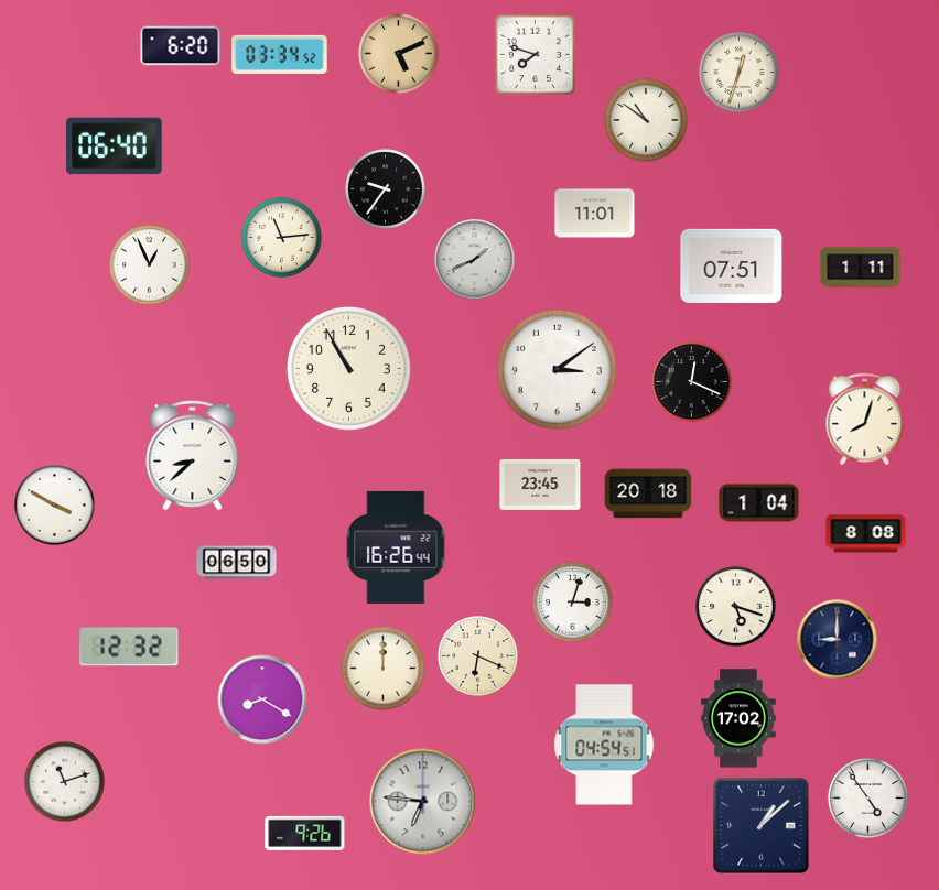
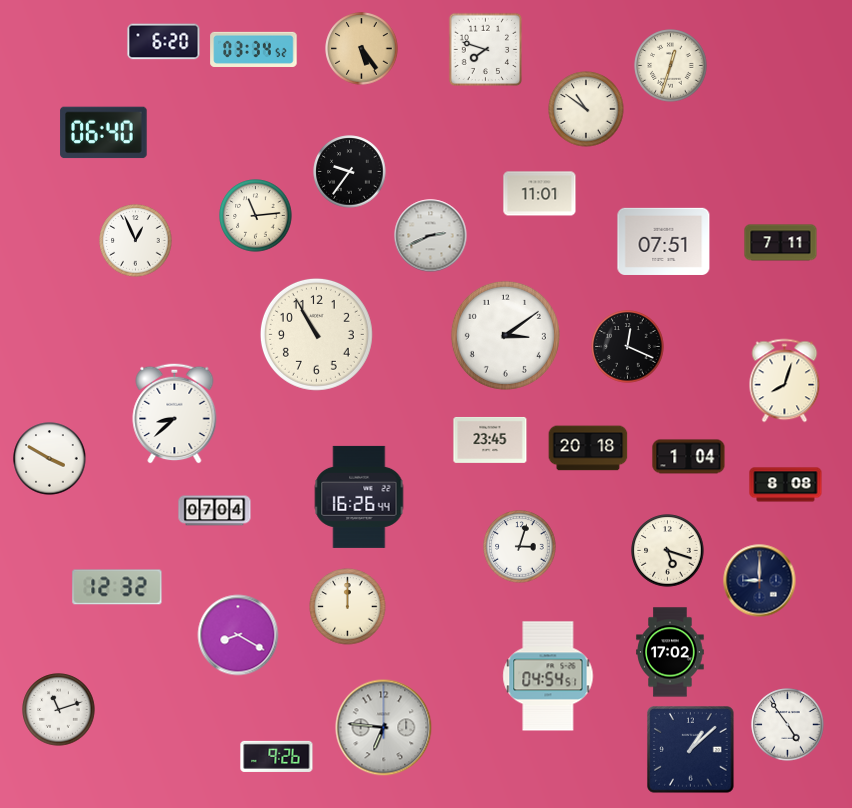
clock at (399, 54): 5:11 -> 5:24
clock at (475, 260): 1:41 -> 2:41
clock at (861, 268): 1:11 -> 7:11
clock at (237, 563): 06:50 -> 07:04
clock at (478, 656): 6:19 -> none
